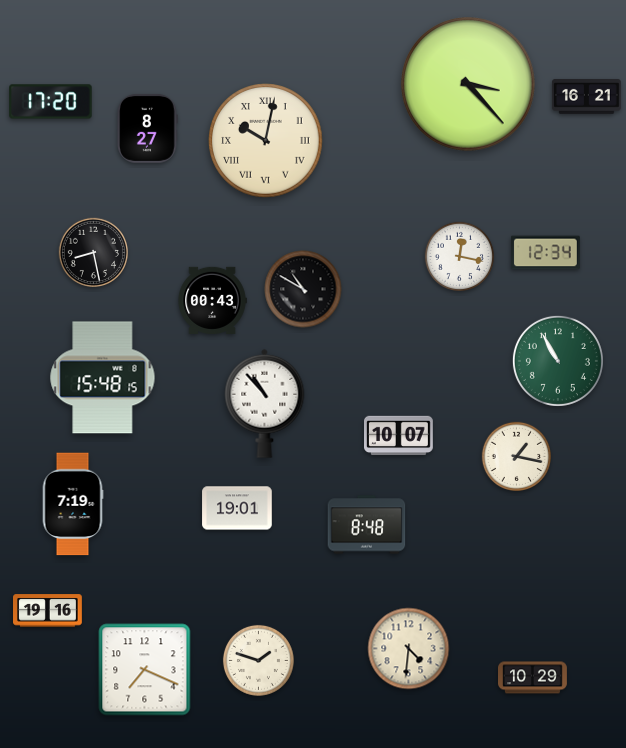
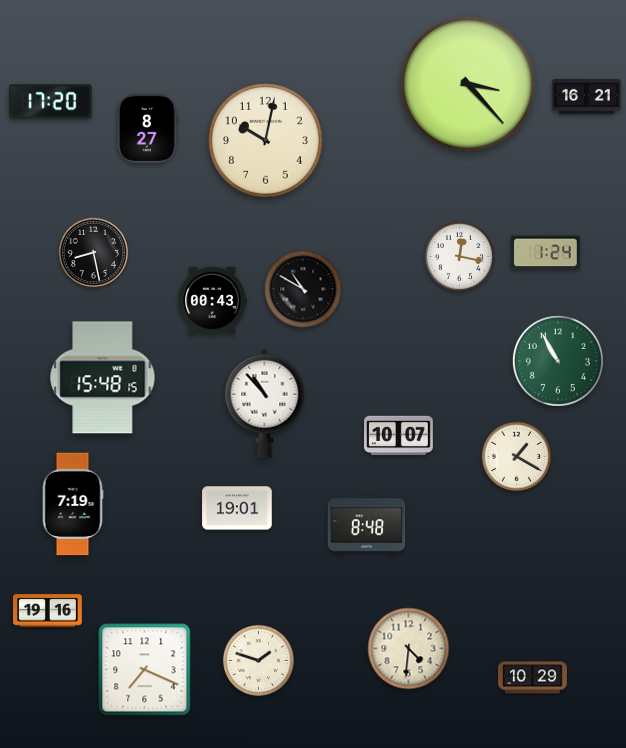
clock at (266, 141) numerals: Roman -> Arabic
clock at (545, 253): 12:34 -> 1:24
clock at (516, 456): 1:17 -> 1:20
